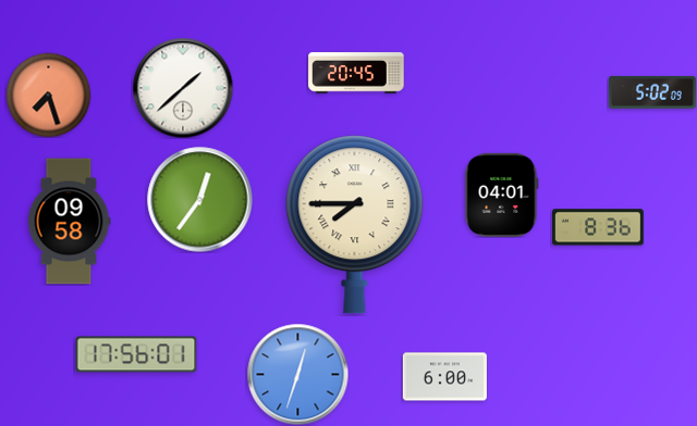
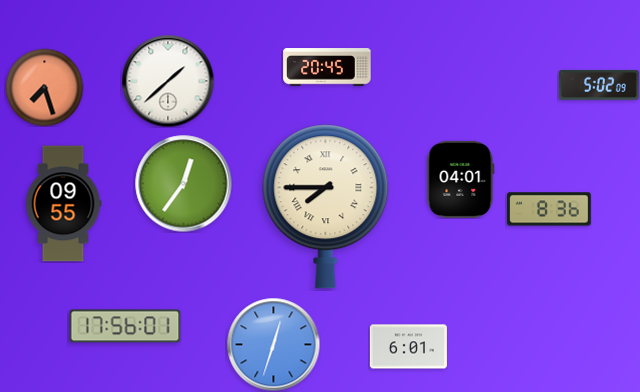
clock at (69, 222): 09:58 -> 09:55
clock at (444, 377): 6:00 -> 6:01
